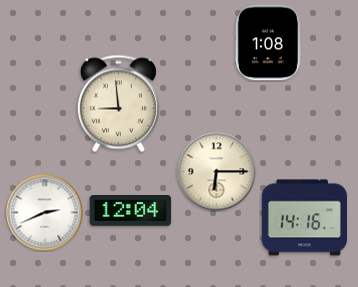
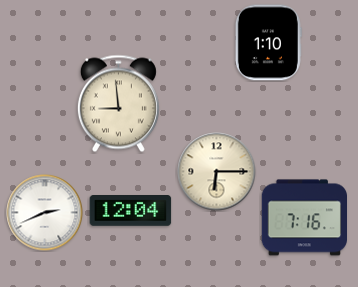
clock at (268, 43): 1:08 -> 1:10
clock at (304, 218): 14:16 -> 7:16
